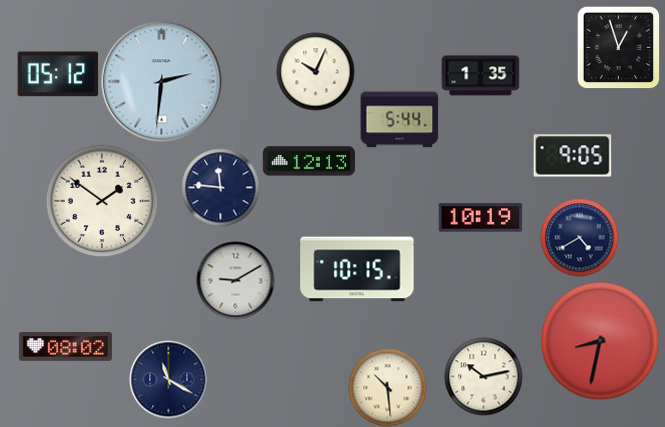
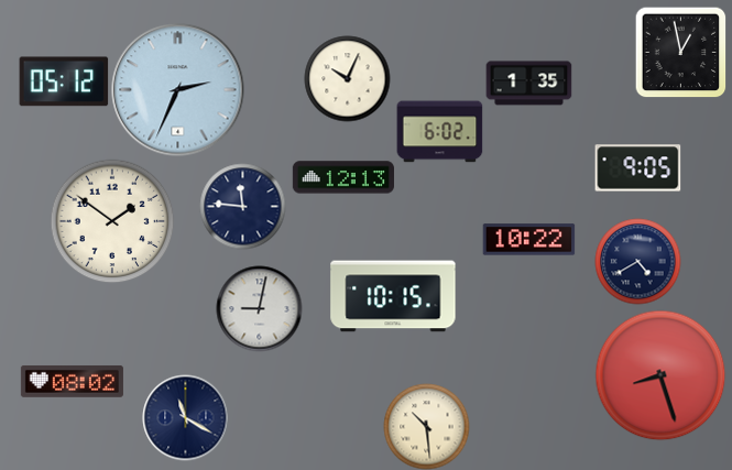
clock at (618, 47): 12:57 -> 12:58
clock at (162, 82): 2:31 -> 2:34
clock at (399, 120): 5:44 -> 6:02
clock at (572, 156) position: (572, 156) -> (637, 168)
clock at (309, 161) position: (309, 161) -> (343, 177)
clock at (480, 218): 10:19 -> 10:22
clock at (235, 280): 9:10 -> 9:02
clock at (600, 341): 8:32 -> 8:27
clock at (483, 376): 10:13 -> none
